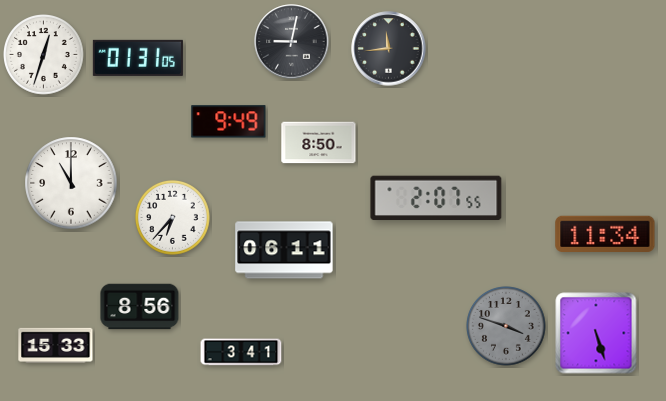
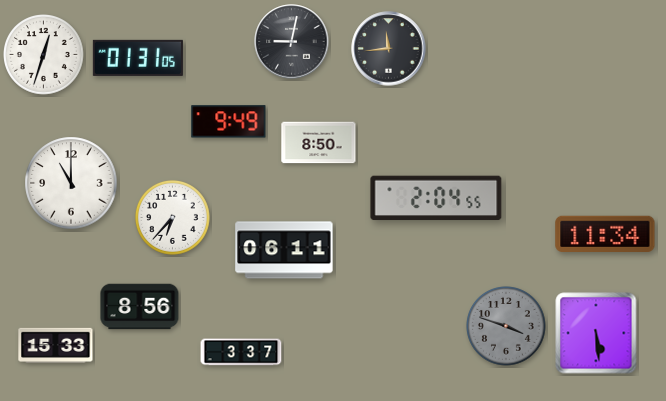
clock at (436, 198): 2:07 -> 2:04
clock at (596, 333): 5:27 -> 5:29
clock at (241, 352): 3:41 -> 3:37
